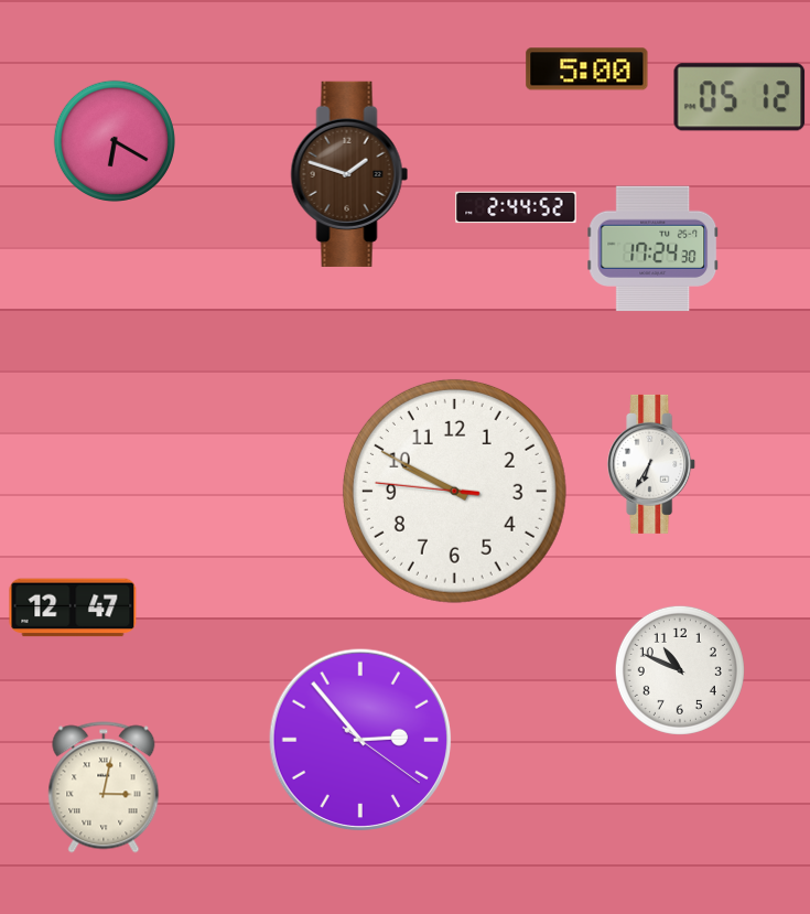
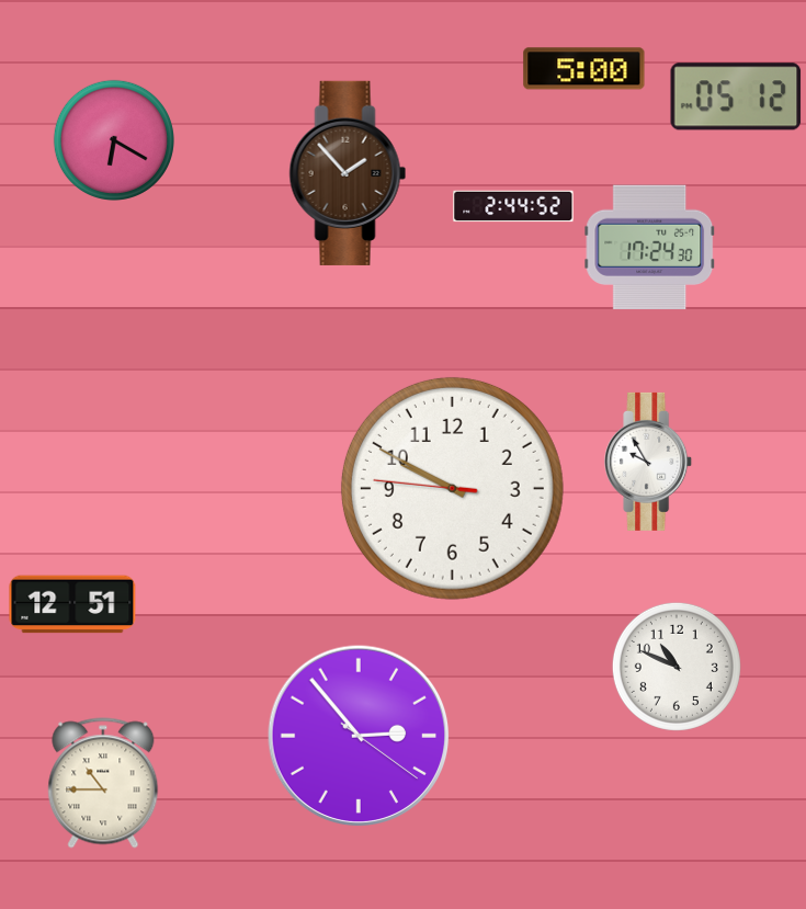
clock at (349, 174): 1:48 -> 1:53
clock at (652, 464): 6:35 -> 9:55
clock at (73, 607): 12:47 -> 12:51
clock at (104, 787): 3:02 -> 10:45
